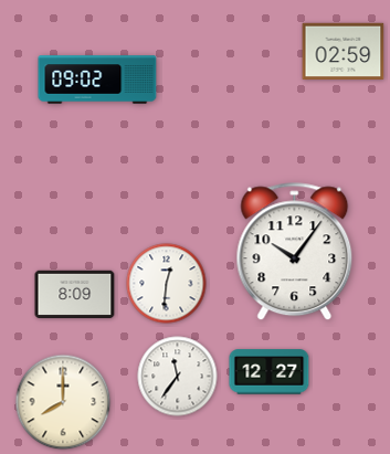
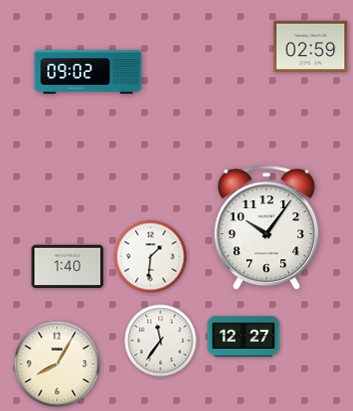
clock at (167, 284): 12:31 -> 1:31
clock at (75, 294): 8:09 -> 1:40
clock at (63, 402): 8:00 -> 8:05
